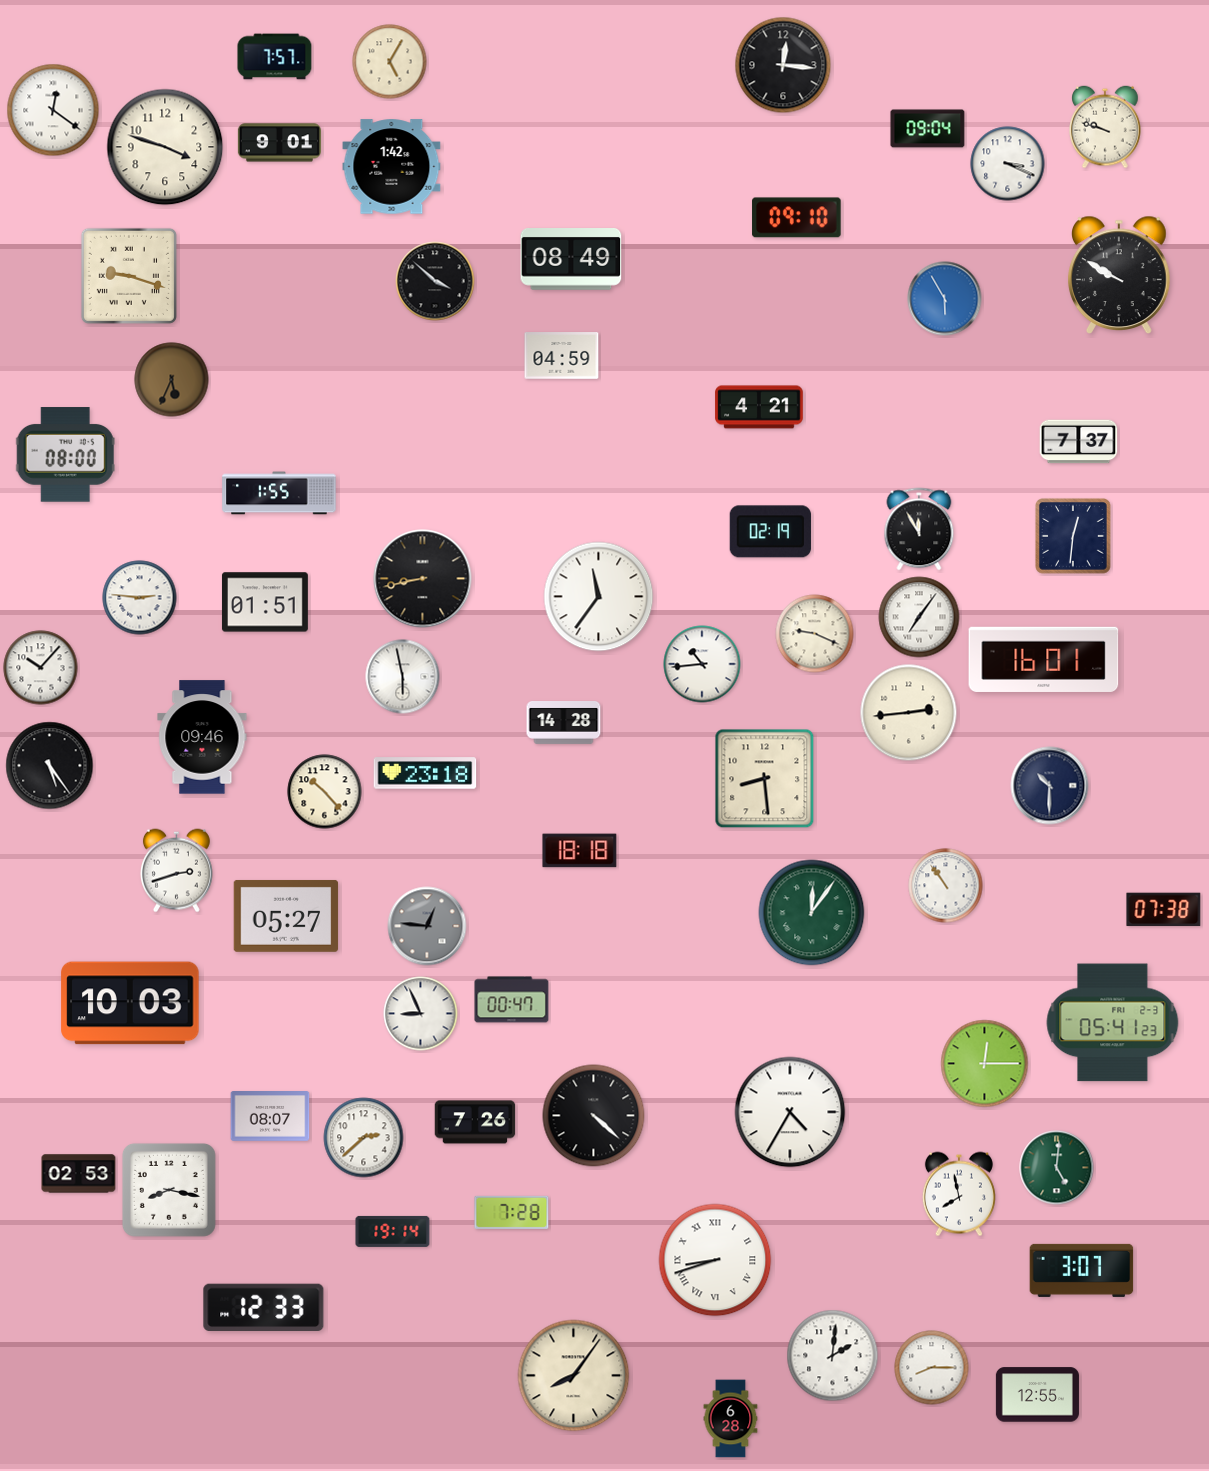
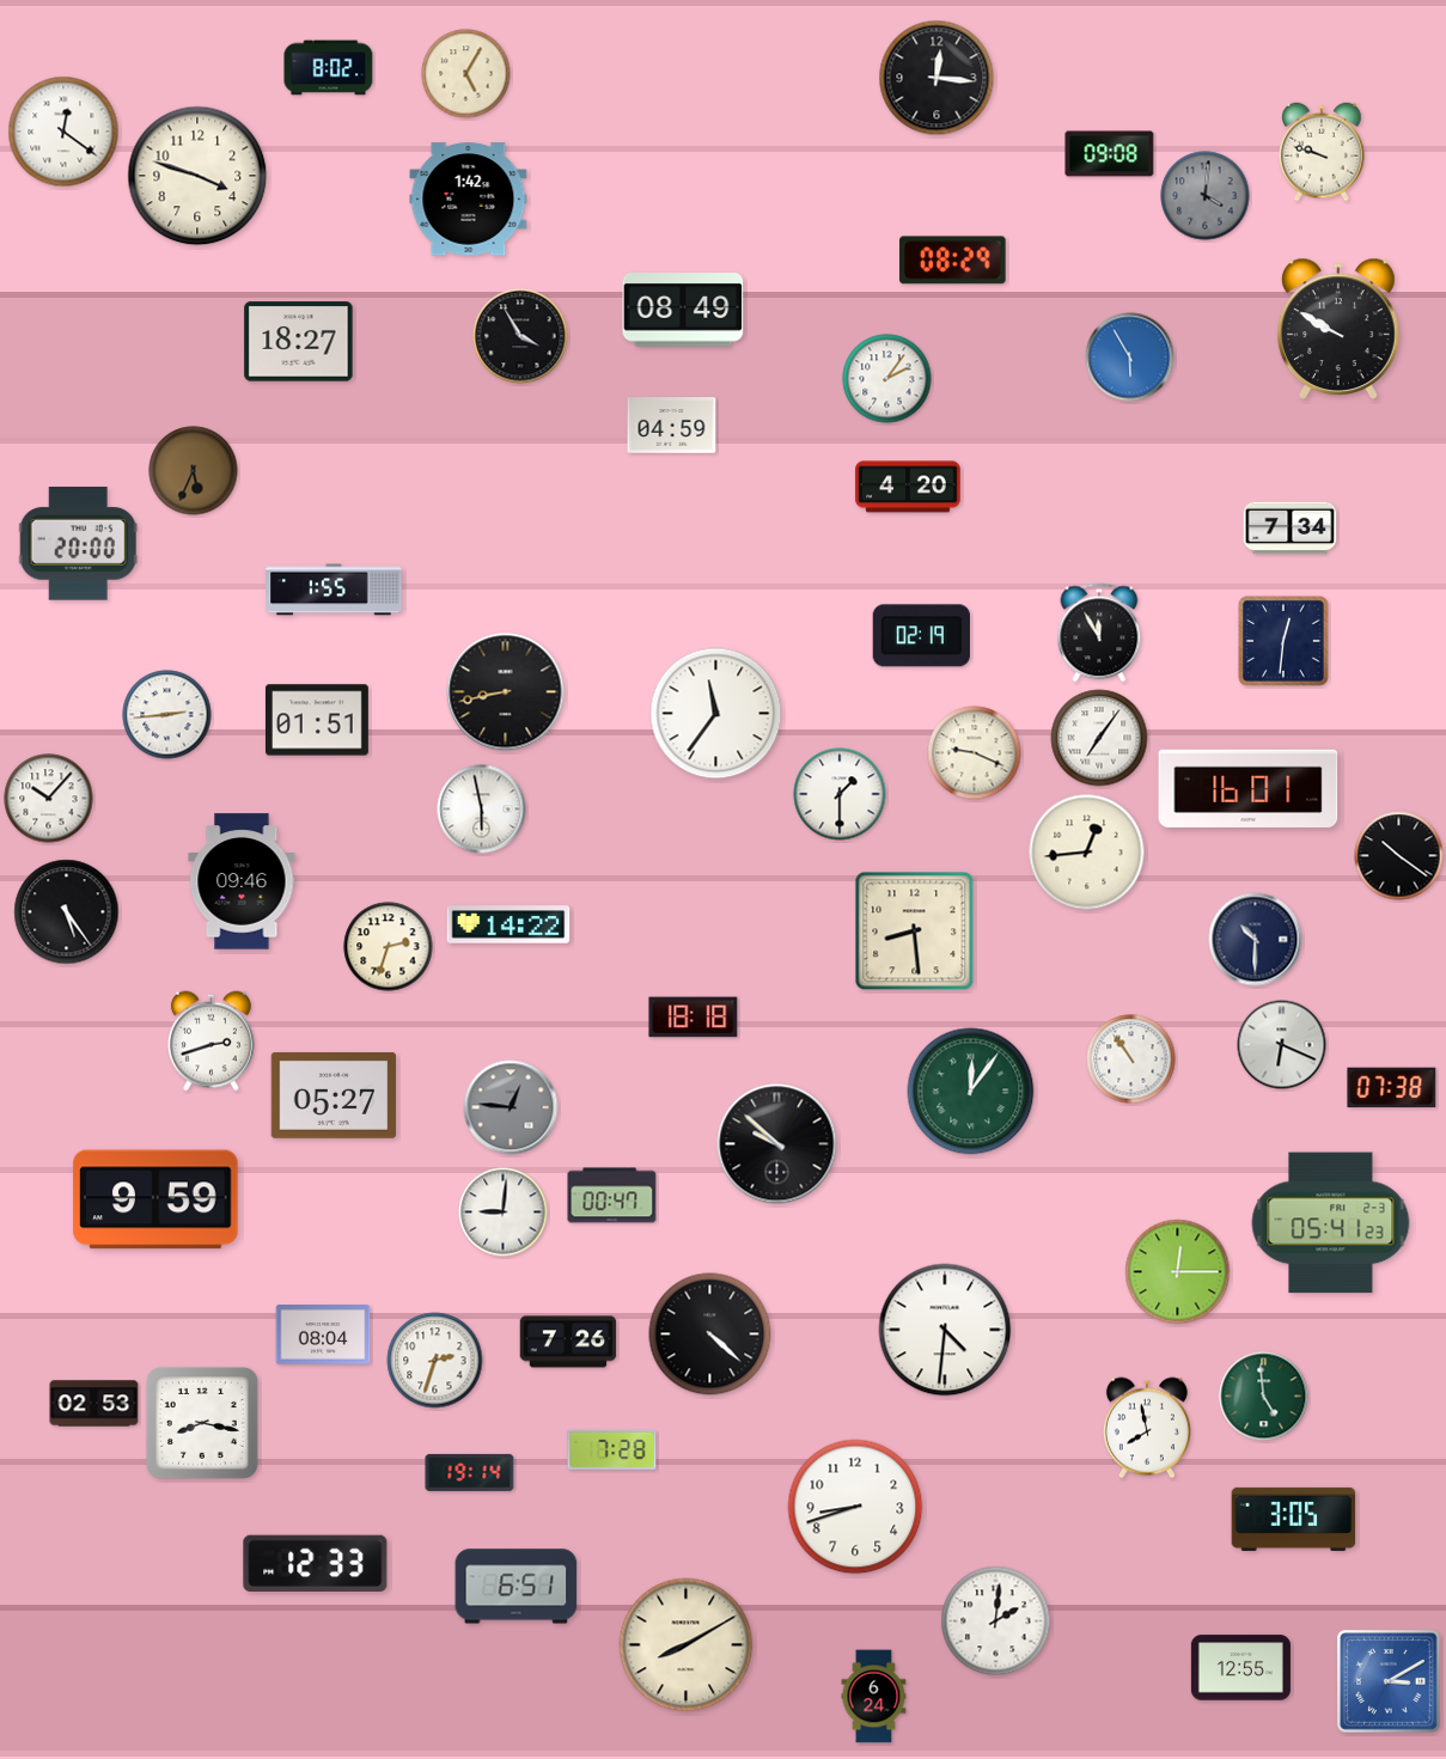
clock at (275, 57): 7:57 -> 8:02
clock at (928, 129): 09:04 -> 09:08
clock at (279, 143): 9:01 -> none
clock at (1008, 164): 3:19 -> 4:01
clock at (1008, 164) dial: white -> grey
clock at (797, 218): 09:10 -> 08:29
clock at (129, 276): 9:18 -> none
clock at (435, 281): 3:52 -> 3:55
clock at (299, 342): none -> 18:27
clock at (887, 379): none -> 2:06
clock at (172, 380) position: (172, 380) -> (194, 471)
clock at (759, 407): 4:21 -> 4:20
clock at (1079, 442): 7:37 -> 7:34
clock at (65, 455): 08:00 -> 20:00
clock at (140, 598): 2:46 -> 2:44
clock at (815, 634) position: (815, 634) -> (975, 753)
clock at (702, 664): 10:44 -> 1:30
clock at (909, 713): 2:44 -> 12:44
clock at (1399, 856): none -> 10:21
clock at (564, 723): 14:28 -> none
clock at (50, 766) position: (50, 766) -> (67, 912)
clock at (425, 773): 23:18 -> 14:22
clock at (325, 792): 10:23 -> 2:33
clock at (1282, 1045): none -> 6:19
clock at (286, 916) position: (286, 916) -> (334, 1095)
clock at (777, 1144): none -> 9:52
clock at (130, 1003): 10:03 -> 9:59
clock at (421, 1014): 8:56 -> 9:01
clock at (790, 1112): 4:35 -> 4:31
clock at (270, 1116): 08:07 -> 08:04
clock at (364, 1138): 2:38 -> 2:33
clock at (1057, 1168): 5:01 -> 4:59
clock at (715, 1260) numerals: Roman -> Arabic
clock at (1082, 1270): 3:07 -> 3:05
clock at (517, 1587): none -> 6:51
clock at (932, 1368): 8:15 -> none
clock at (574, 1376): 8:06 -> 8:10
clock at (1389, 1681): none -> 3:10
clock at (731, 1419): 6:28 -> 6:24
